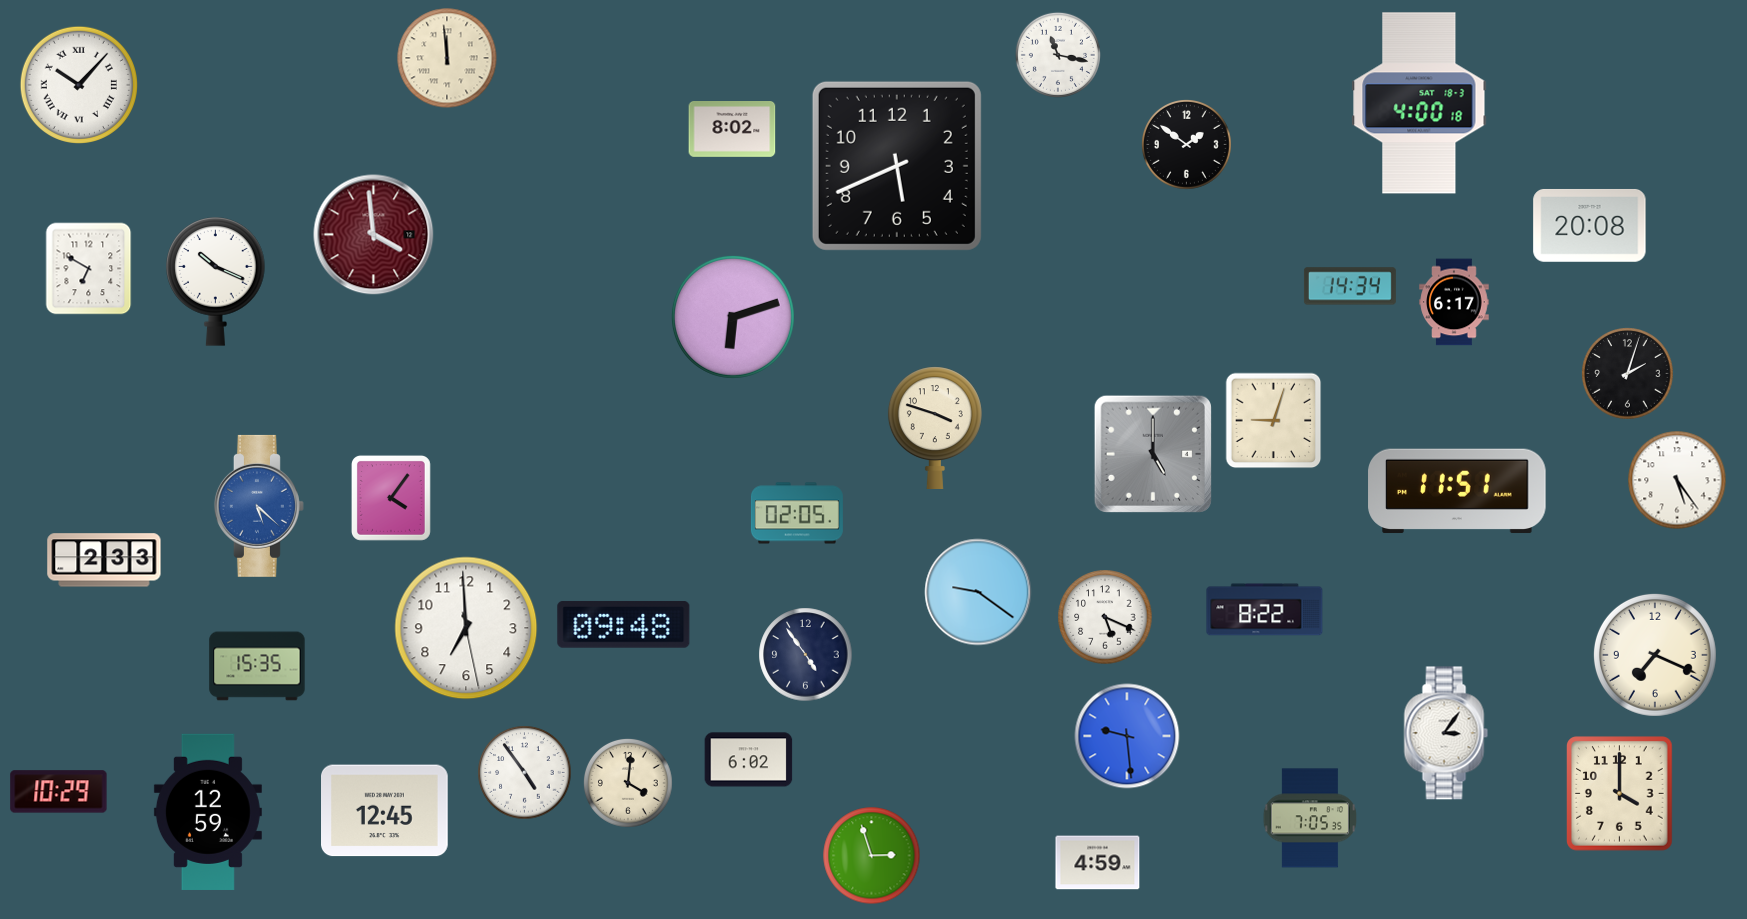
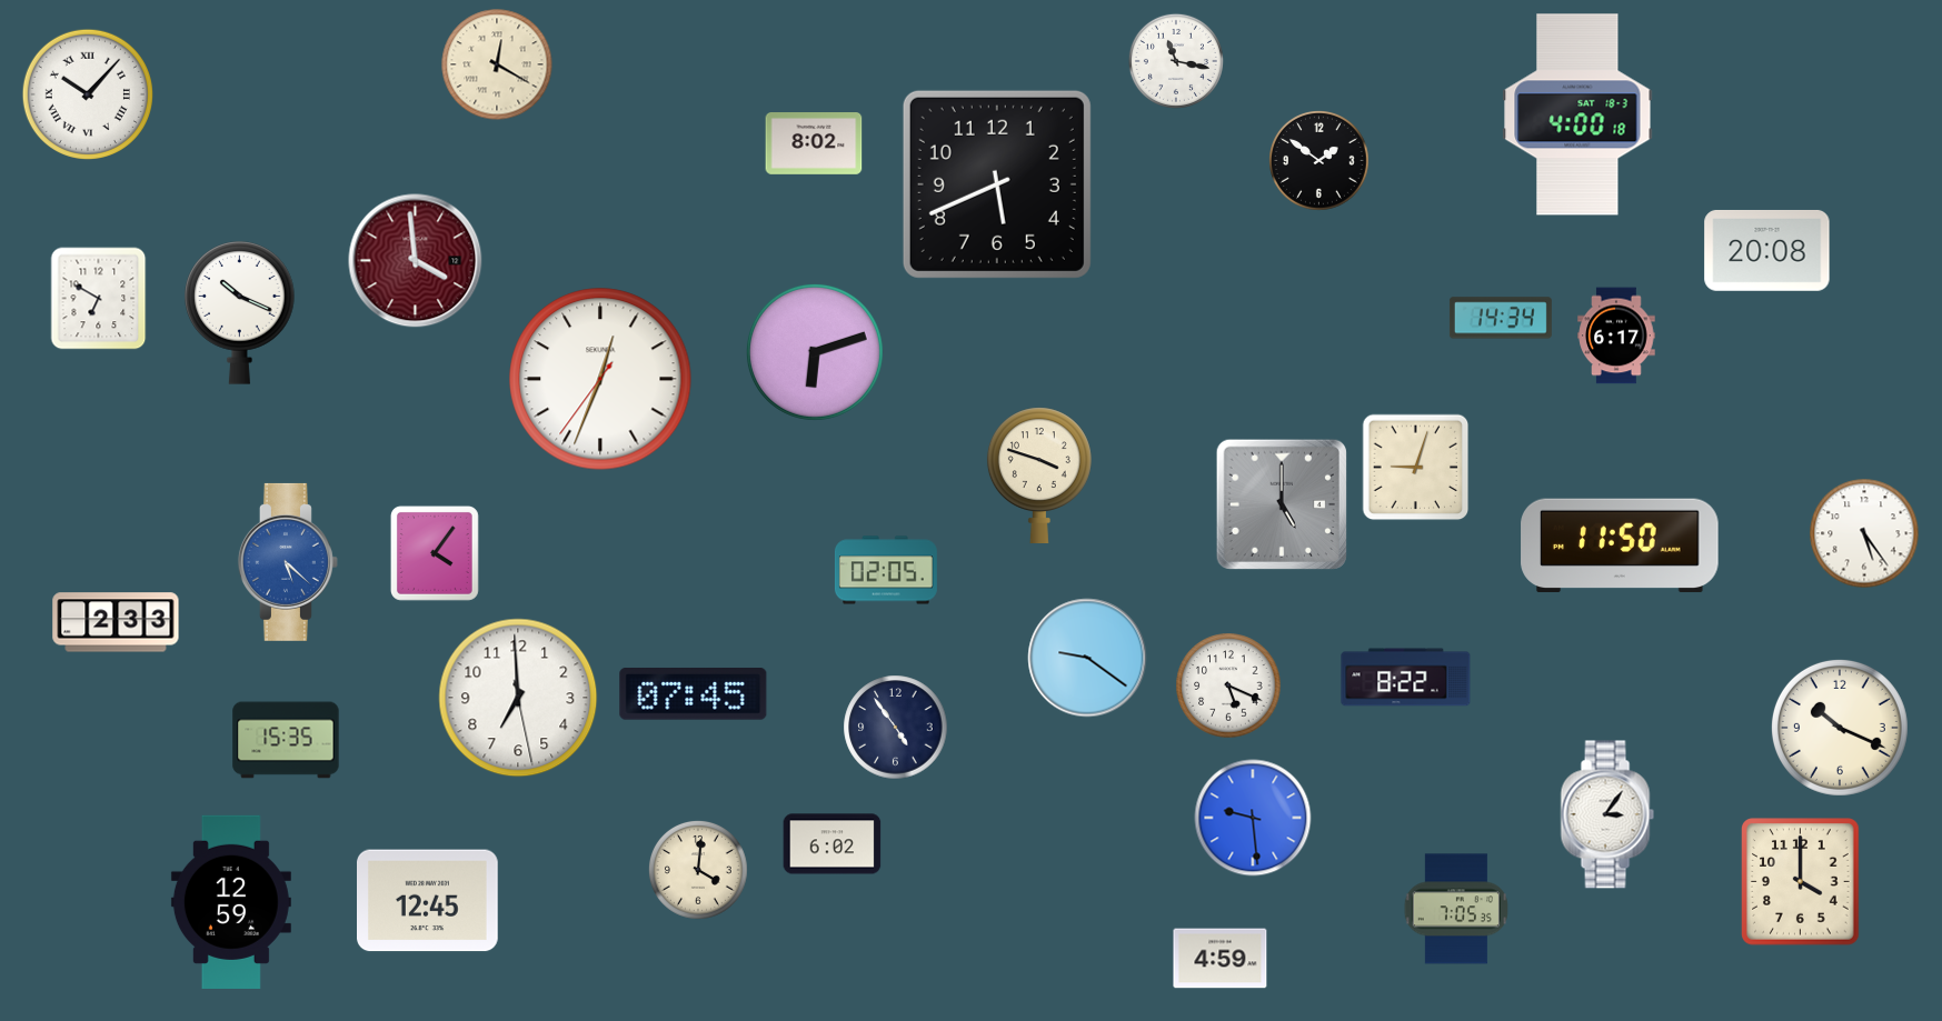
clock at (447, 58): 11:59 -> 12:20
clock at (600, 379): none -> 12:33
clock at (1628, 374): 2:03 -> none
clock at (1457, 491): 11:51 -> 11:50
clock at (624, 625): 09:48 -> 07:45
clock at (1655, 655): 7:19 -> 10:19
clock at (525, 773): 4:54 -> none
clock at (59, 792): 10:29 -> none
clock at (872, 856): 2:57 -> none
